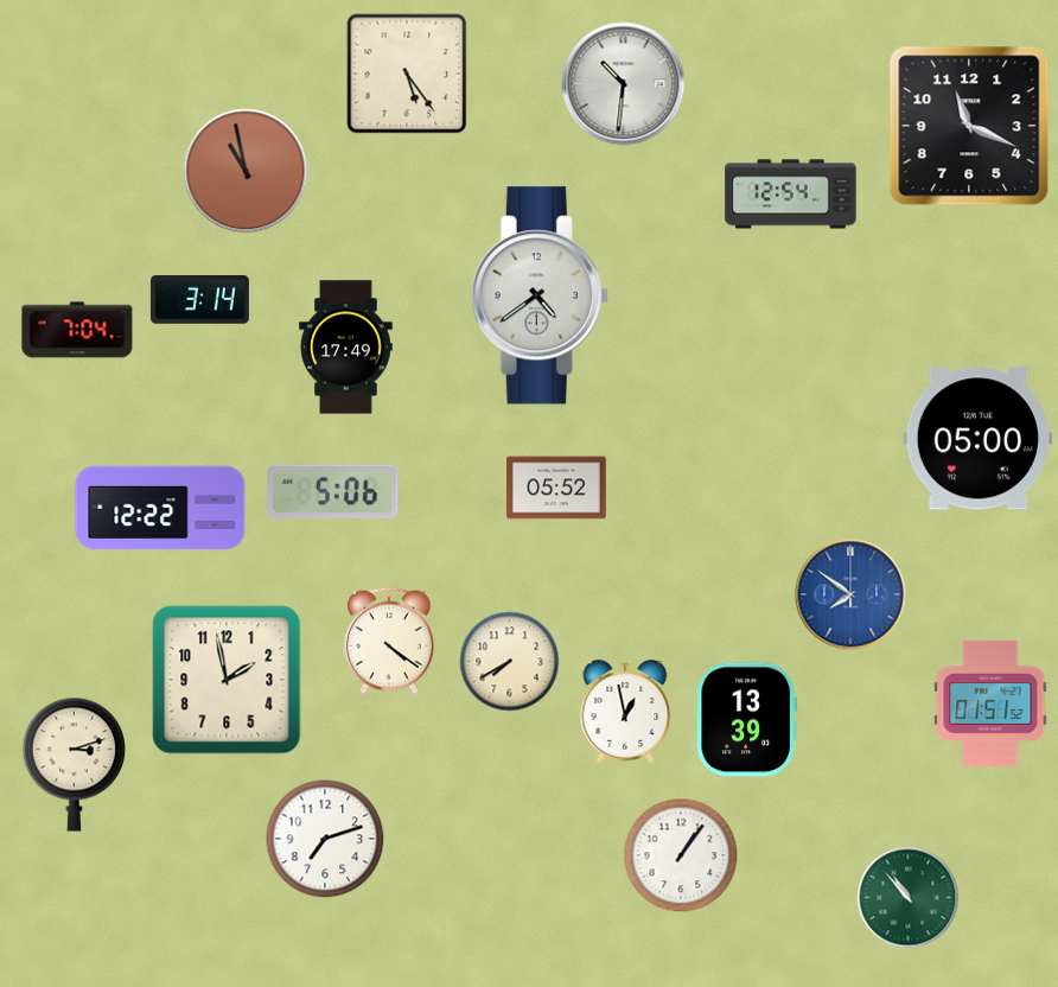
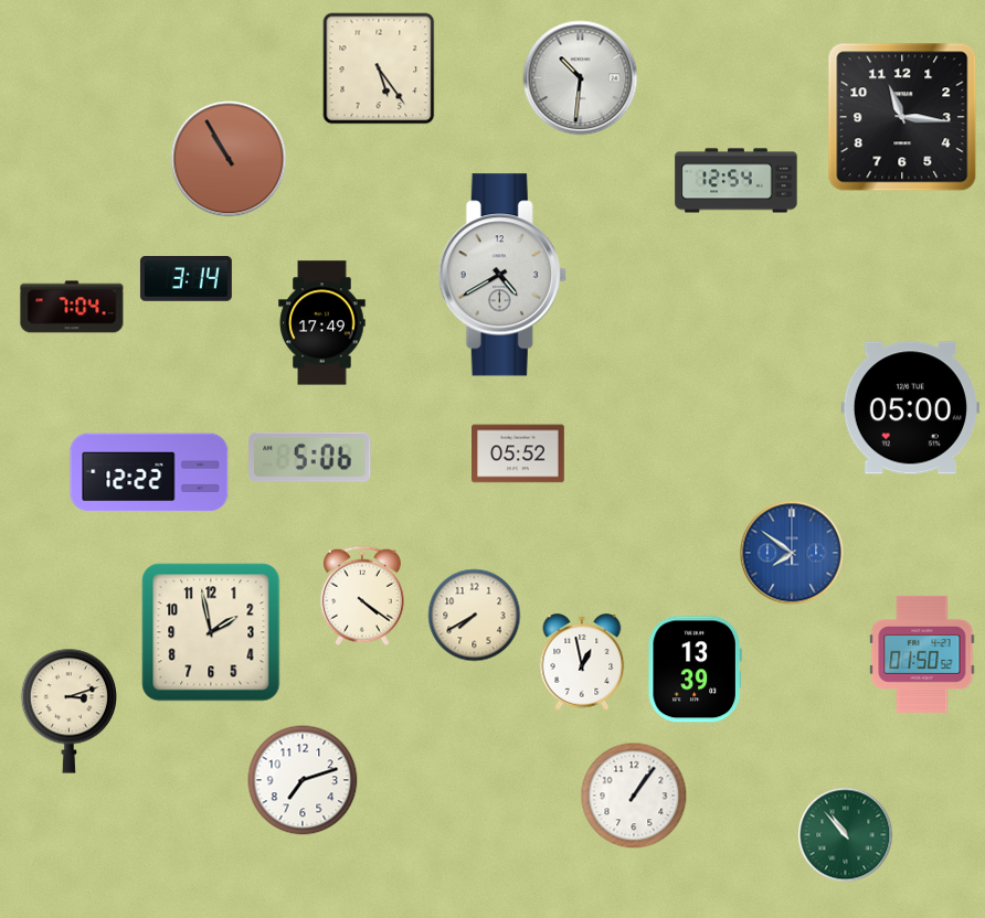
clock at (969, 126): 11:19 -> 11:16
clock at (246, 171): 10:58 -> 10:55
clock at (540, 295): 4:39 -> 4:40
clock at (990, 703): 01:51 -> 01:50
